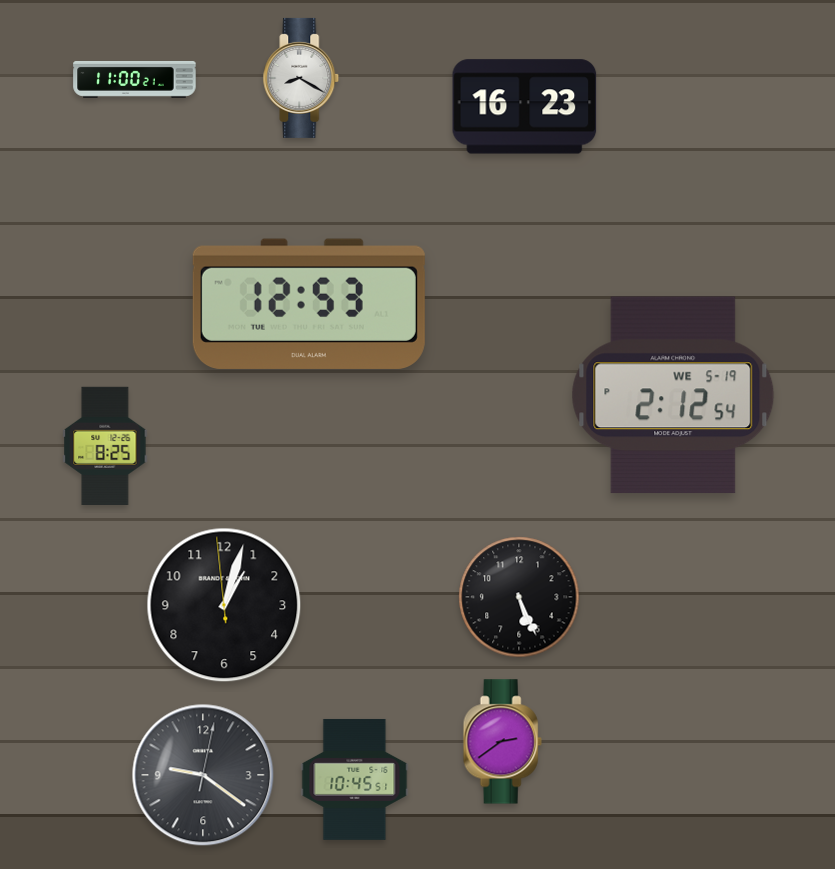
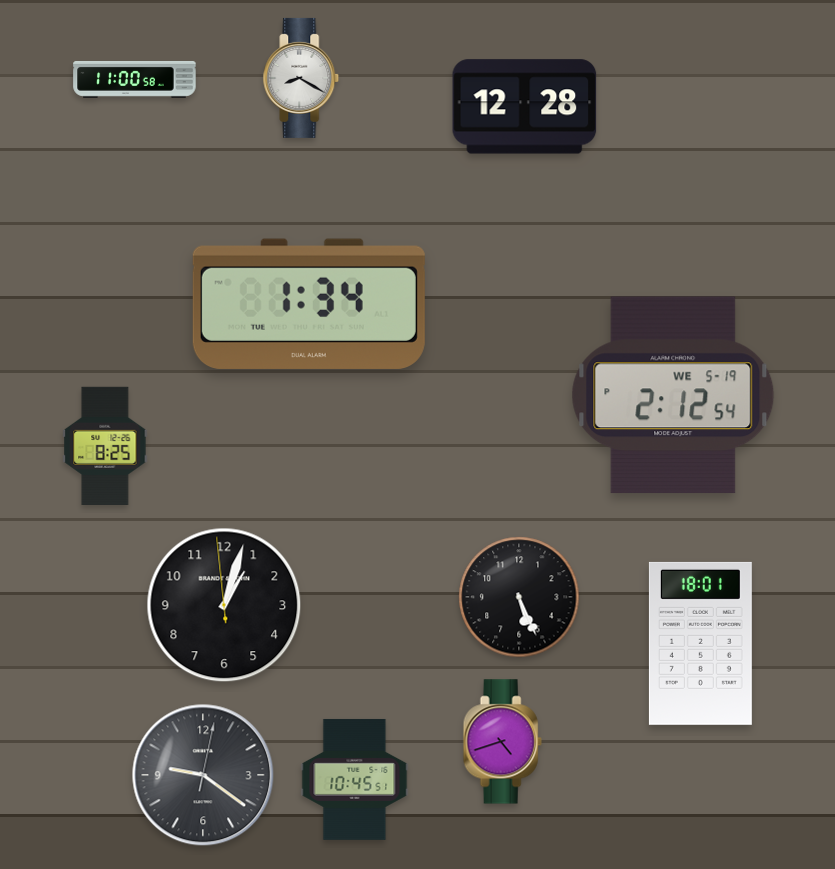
clock at (135, 79): 11:00:21 -> 11:00:58
clock at (525, 107): 16:23 -> 12:28
clock at (309, 304): 12:53 -> 1:34
clock at (700, 643): none -> 18:01
clock at (502, 742): 2:39 -> 4:42
